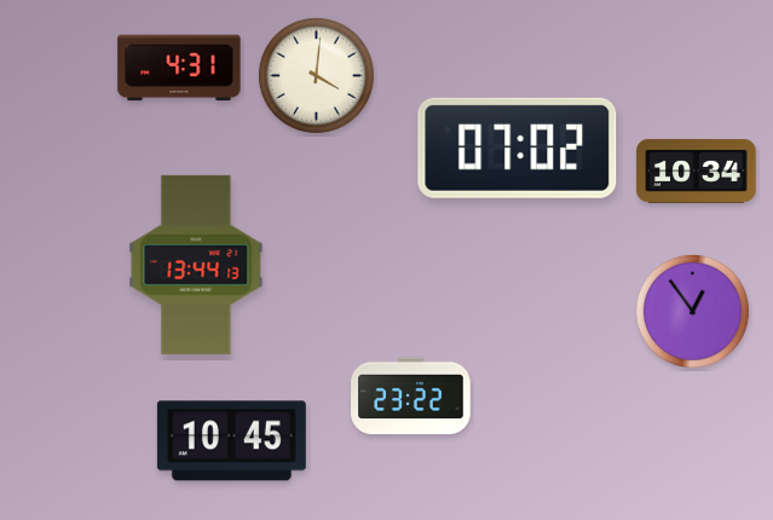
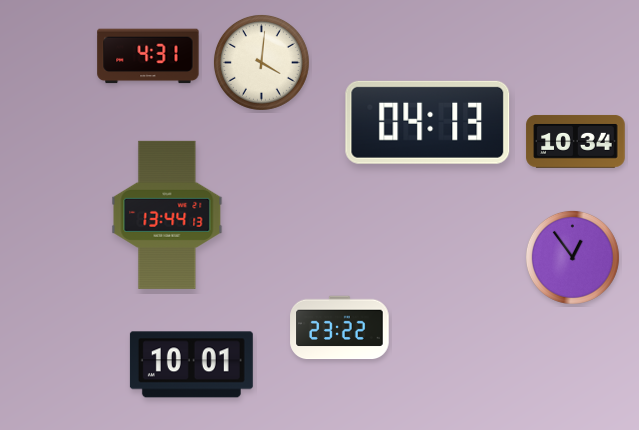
clock at (518, 148): 07:02 -> 04:13
clock at (196, 265) position: (196, 265) -> (167, 215)
clock at (231, 441): 10:45 -> 10:01
